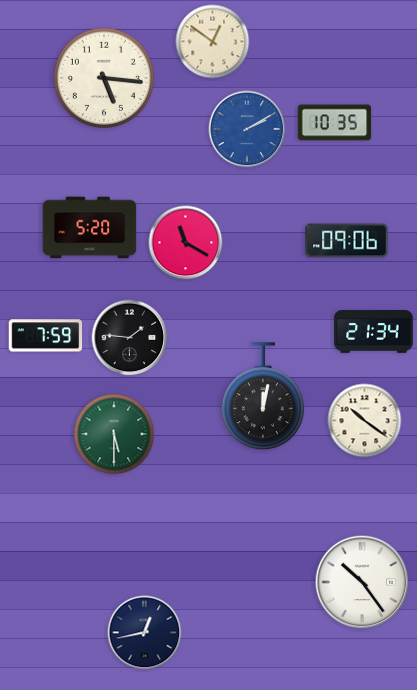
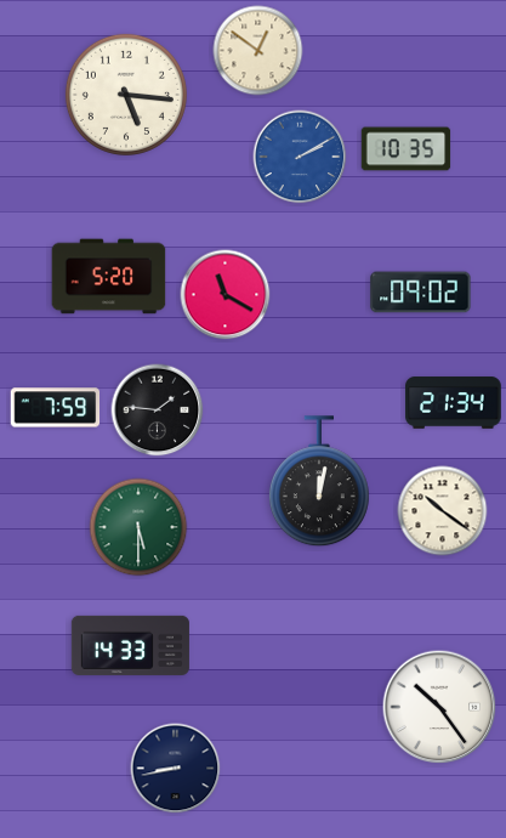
clock at (347, 241): 09:06 -> 09:02
clock at (130, 645): none -> 14:33
clock at (145, 633): 12:43 -> 8:43
